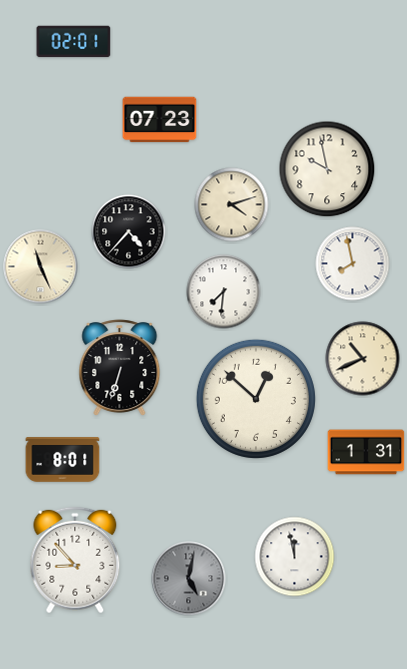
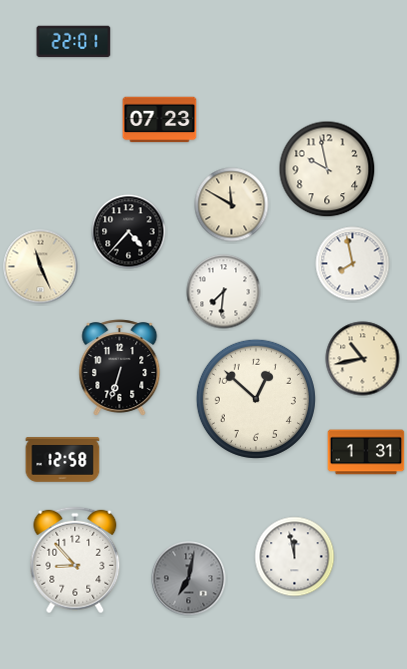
clock at (74, 42): 02:01 -> 22:01
clock at (232, 205): 4:12 -> 11:50
clock at (363, 359): 10:41 -> 10:43
clock at (63, 460): 8:01 -> 12:58
clock at (189, 579): 5:02 -> 7:02
